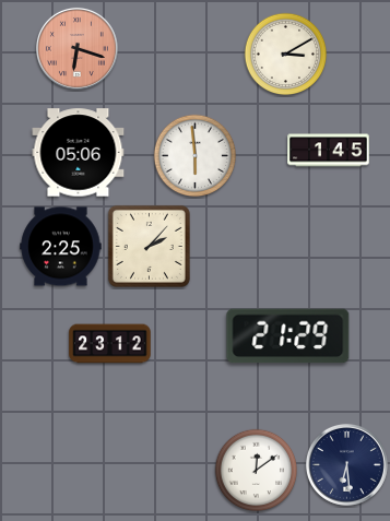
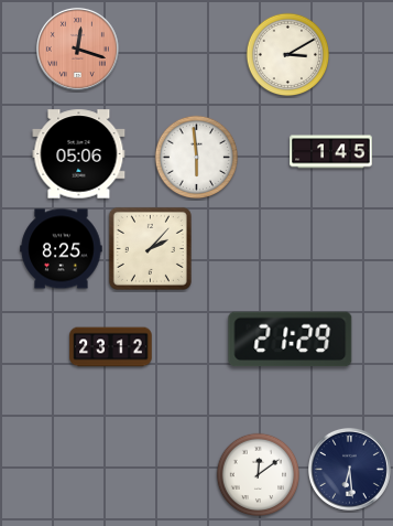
clock at (76, 48): 6:18 -> 12:18
clock at (61, 247): 2:25 -> 8:25
